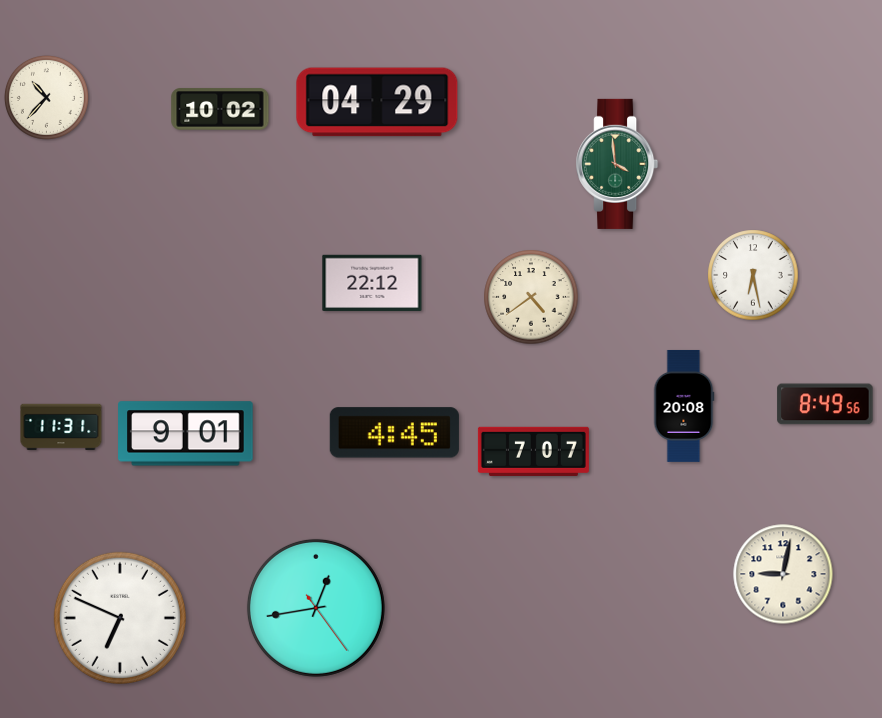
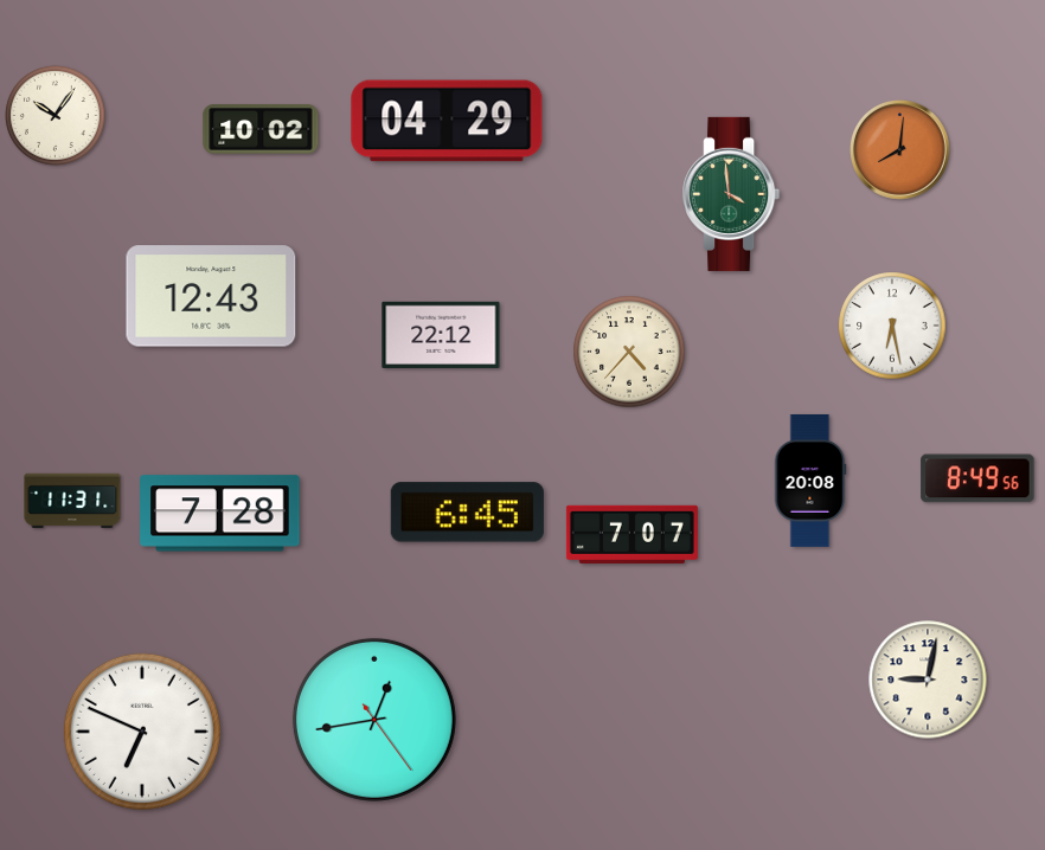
clock at (46, 97): 10:37 -> 10:06
clock at (900, 150): none -> 8:01
clock at (211, 296): none -> 12:43
clock at (531, 297): 4:39 -> 4:37
clock at (61, 427) position: (61, 427) -> (72, 501)
clock at (394, 433): 4:45 -> 6:45
clock at (186, 434): 9:01 -> 7:28
